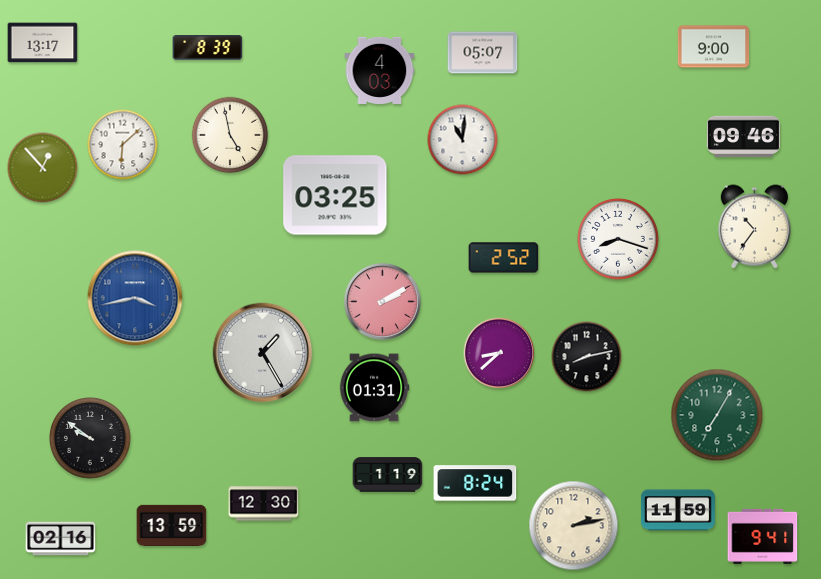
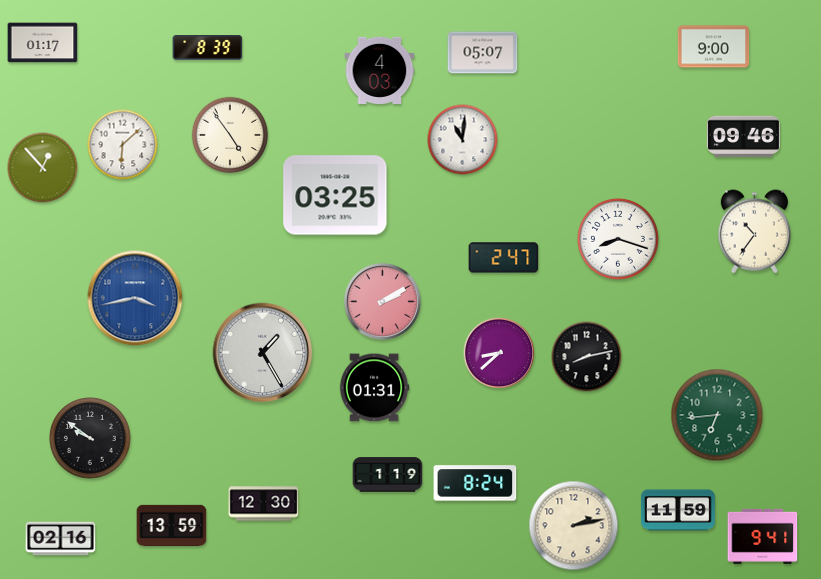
clock at (43, 43): 13:17 -> 01:17
clock at (230, 135): 4:58 -> 4:54
clock at (754, 227) position: (754, 227) -> (754, 232)
clock at (504, 258): 2:52 -> 2:47
clock at (717, 415): 7:05 -> 6:44
